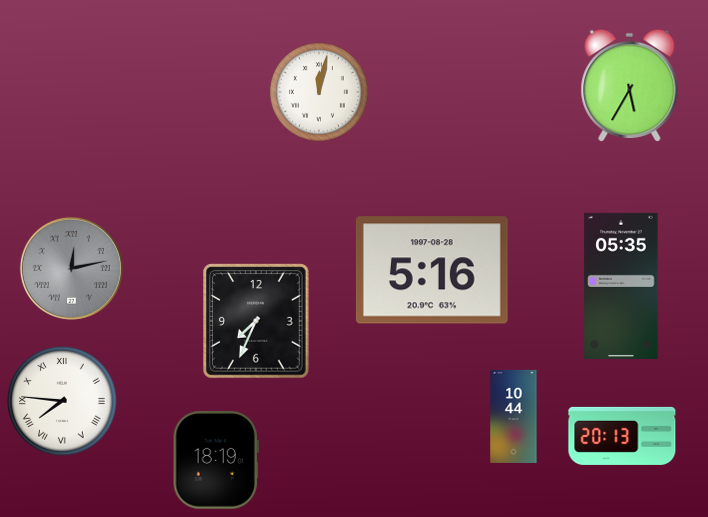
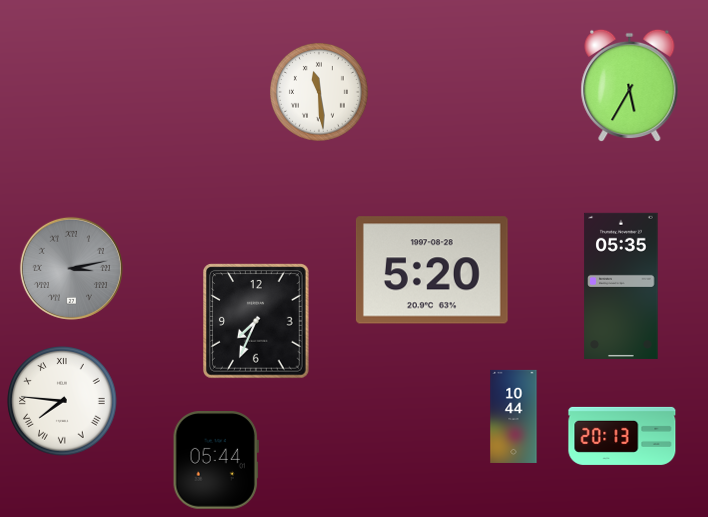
clock at (320, 93): 12:02 -> 11:29
clock at (71, 268): 12:13 -> 3:13
clock at (432, 270): 5:16 -> 5:20
clock at (216, 461): 18:19 -> 05:44
